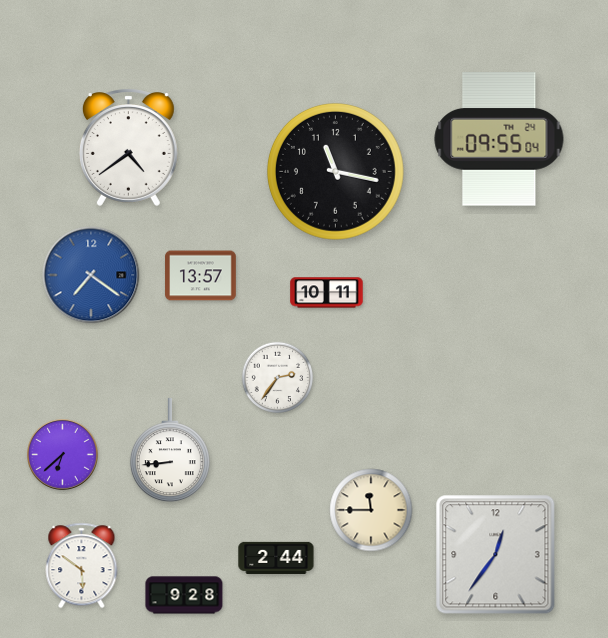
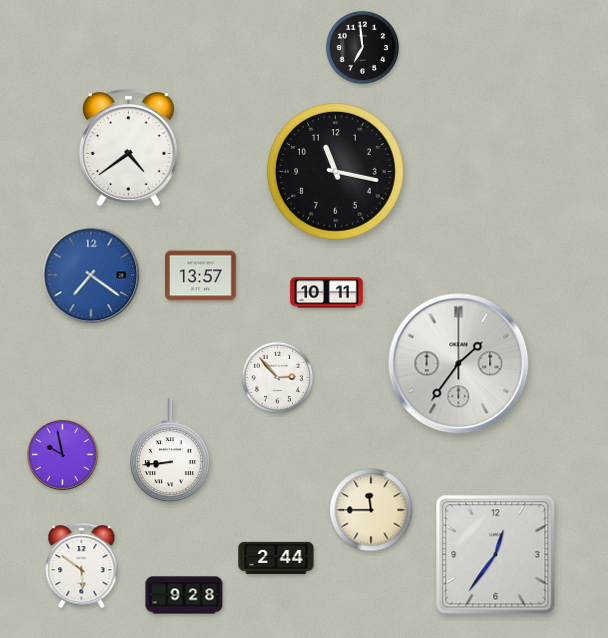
clock at (362, 47): none -> 6:59
clock at (499, 139): 09:55 -> none
clock at (459, 364): none -> 1:36
clock at (278, 378): 2:36 -> 2:53
clock at (63, 455): 6:38 -> 9:58
